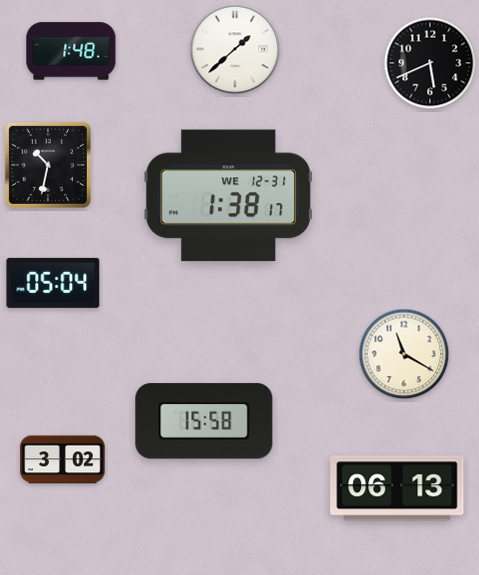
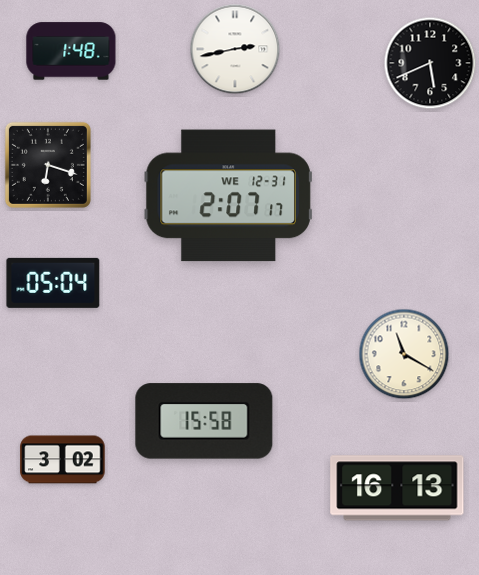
clock at (235, 49): 1:38 -> 2:43
clock at (48, 165): 10:32 -> 6:18
clock at (228, 196): 1:38 -> 2:07
clock at (397, 488): 06:13 -> 16:13
